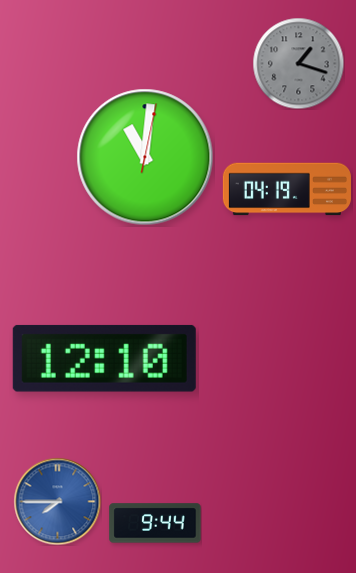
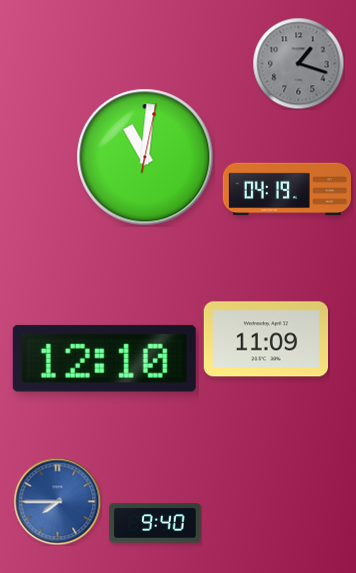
clock at (265, 339): none -> 11:09
clock at (155, 523): 9:44 -> 9:40
